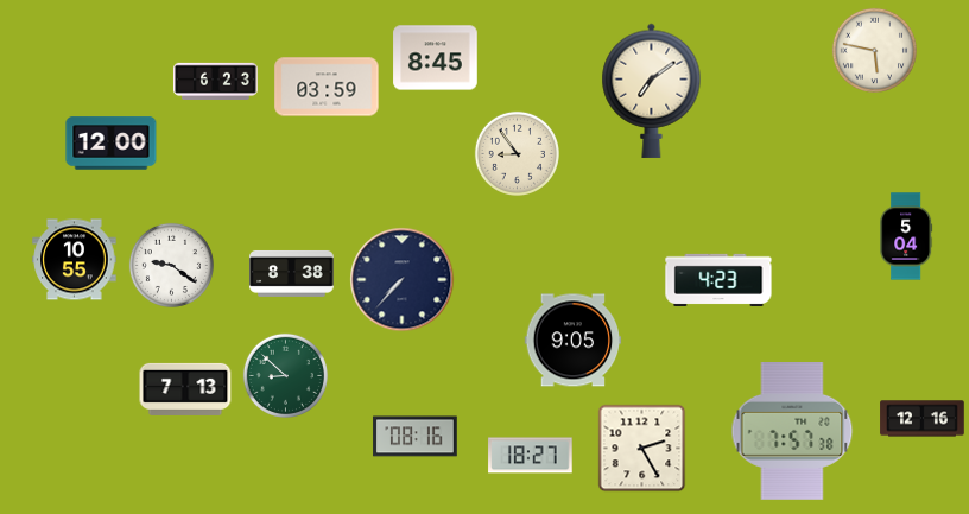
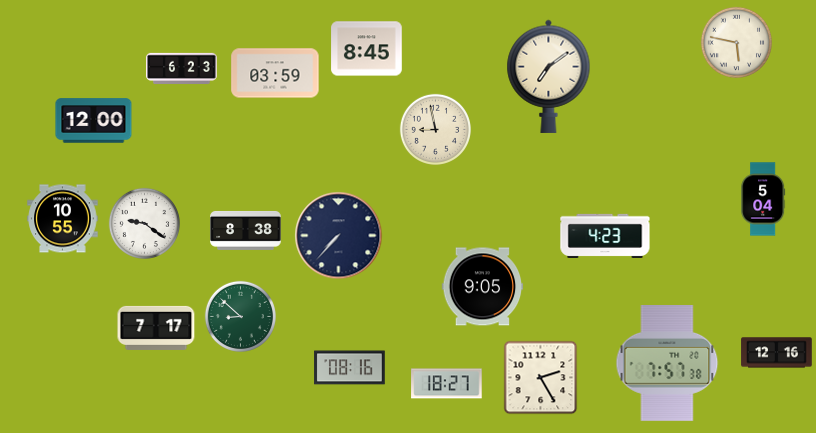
clock at (517, 153): 8:54 -> 8:58
clock at (185, 389): 7:13 -> 7:17
